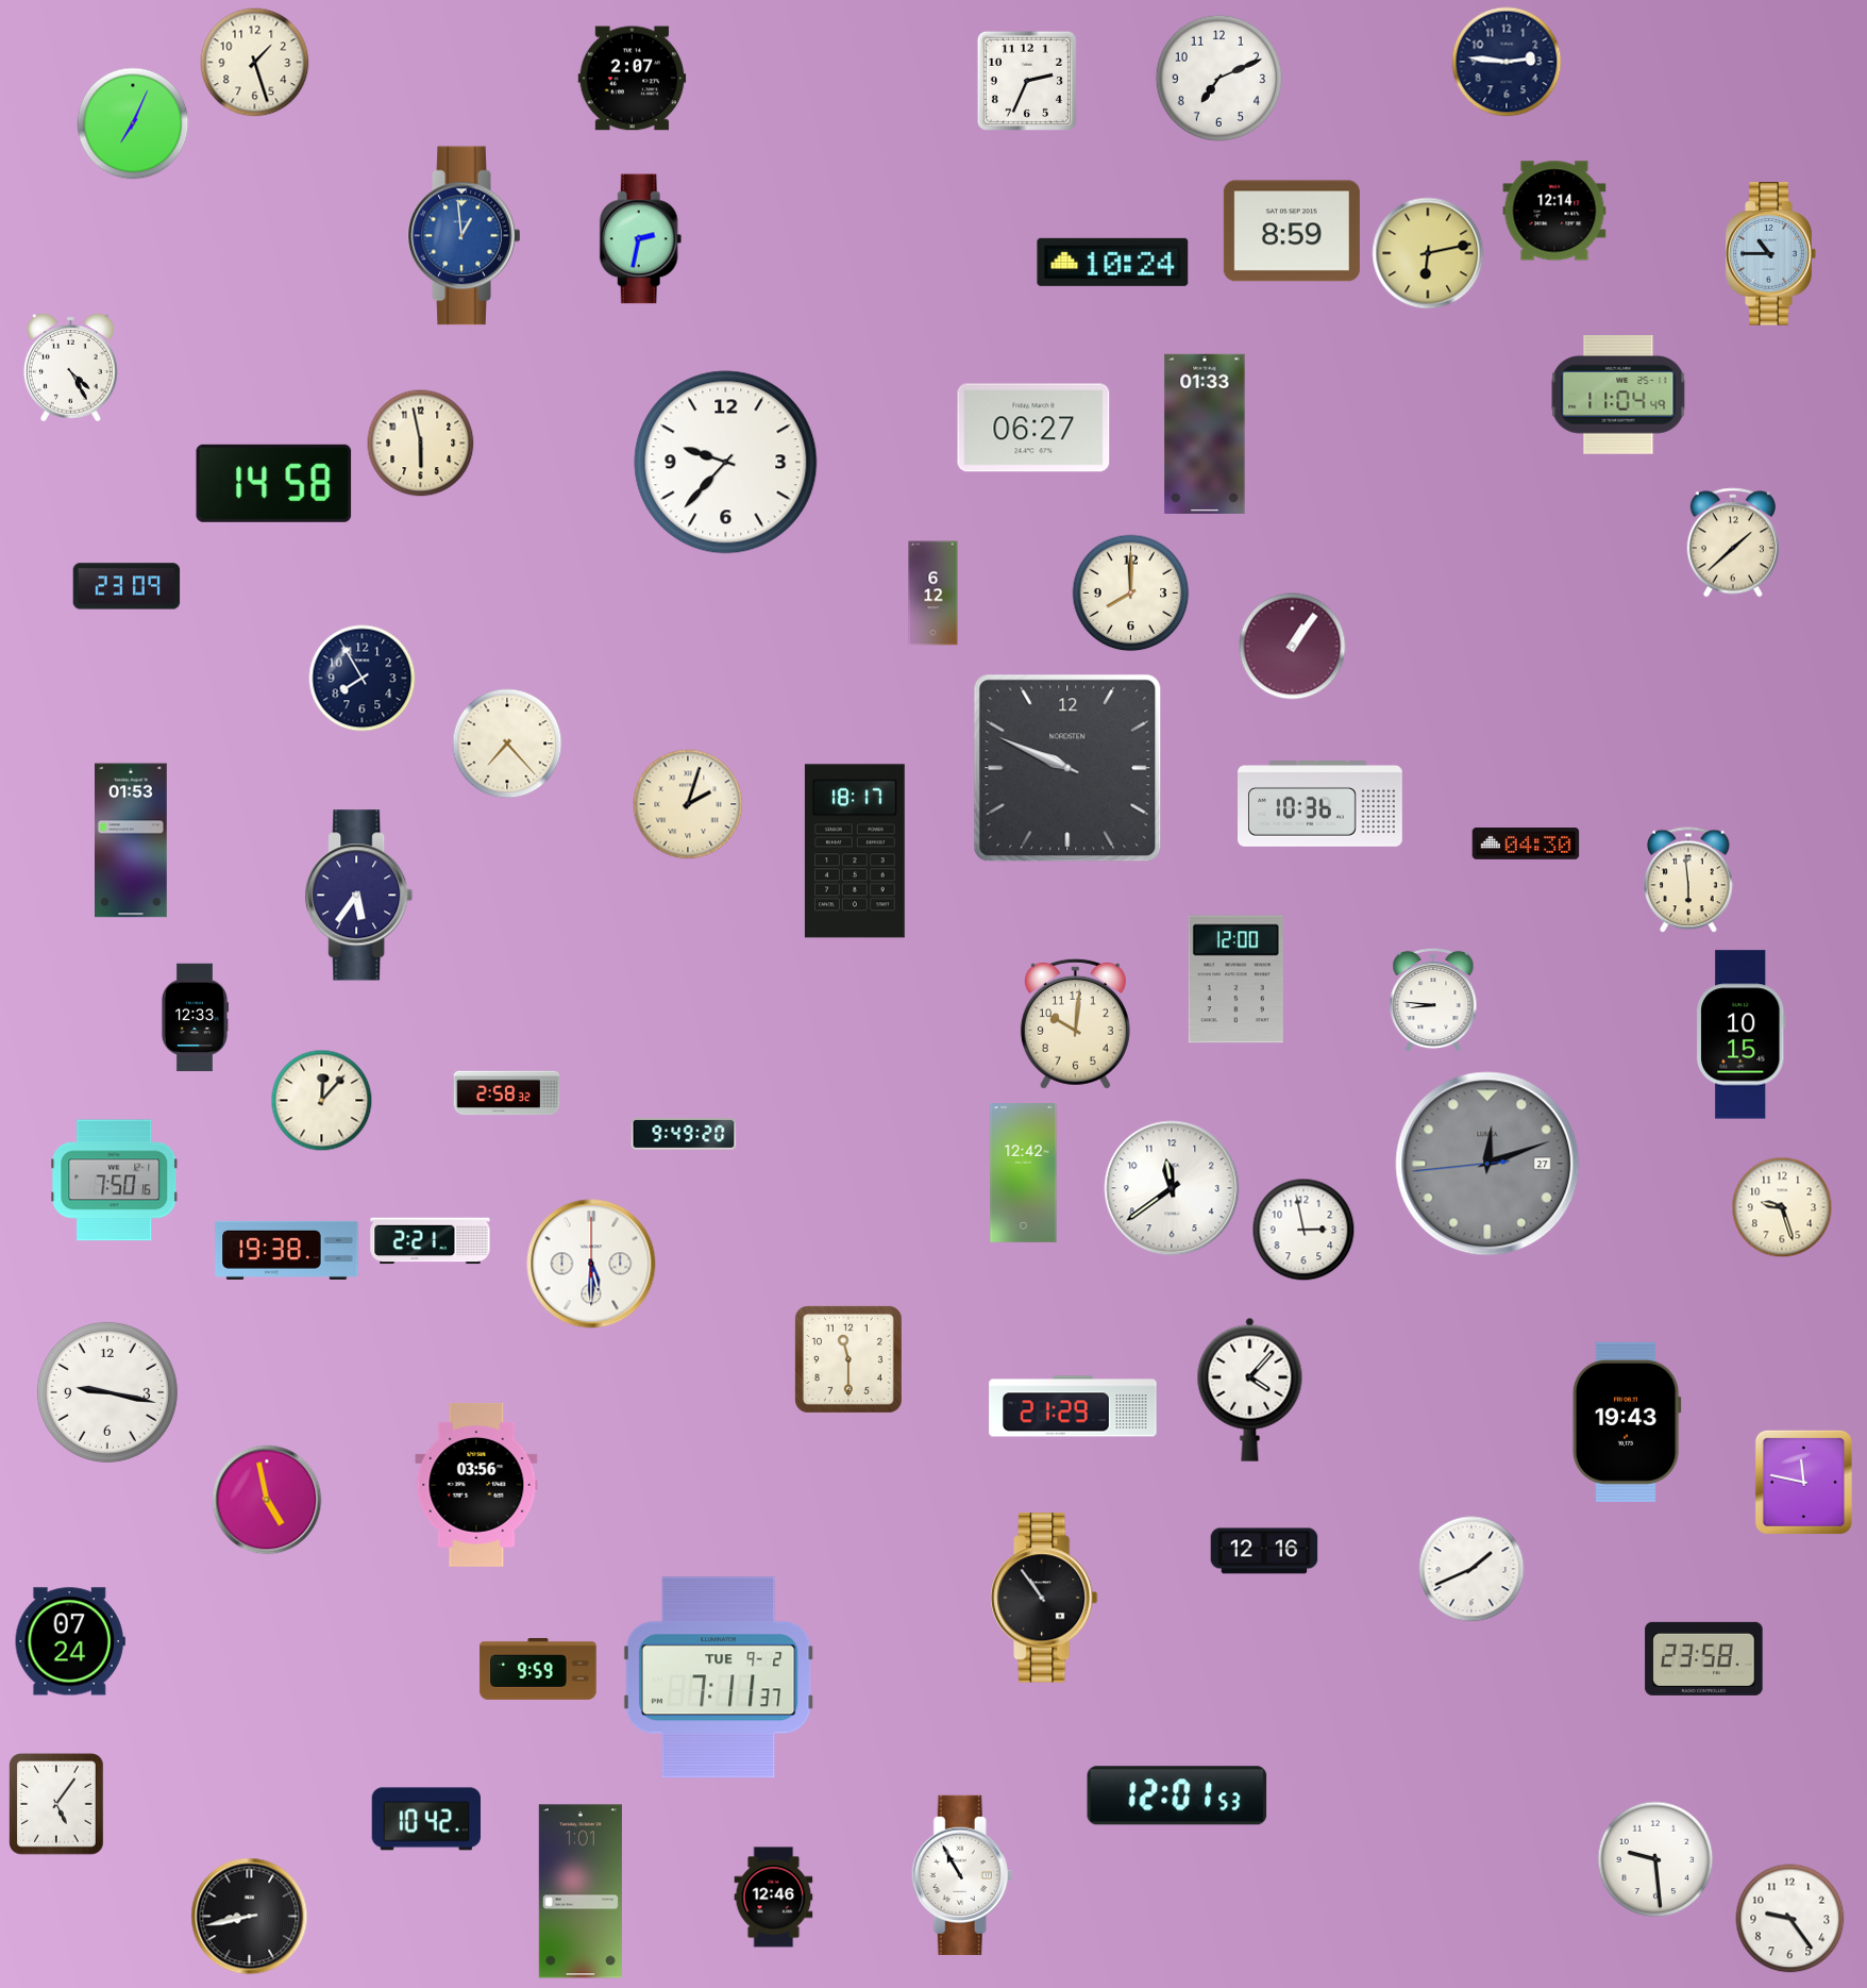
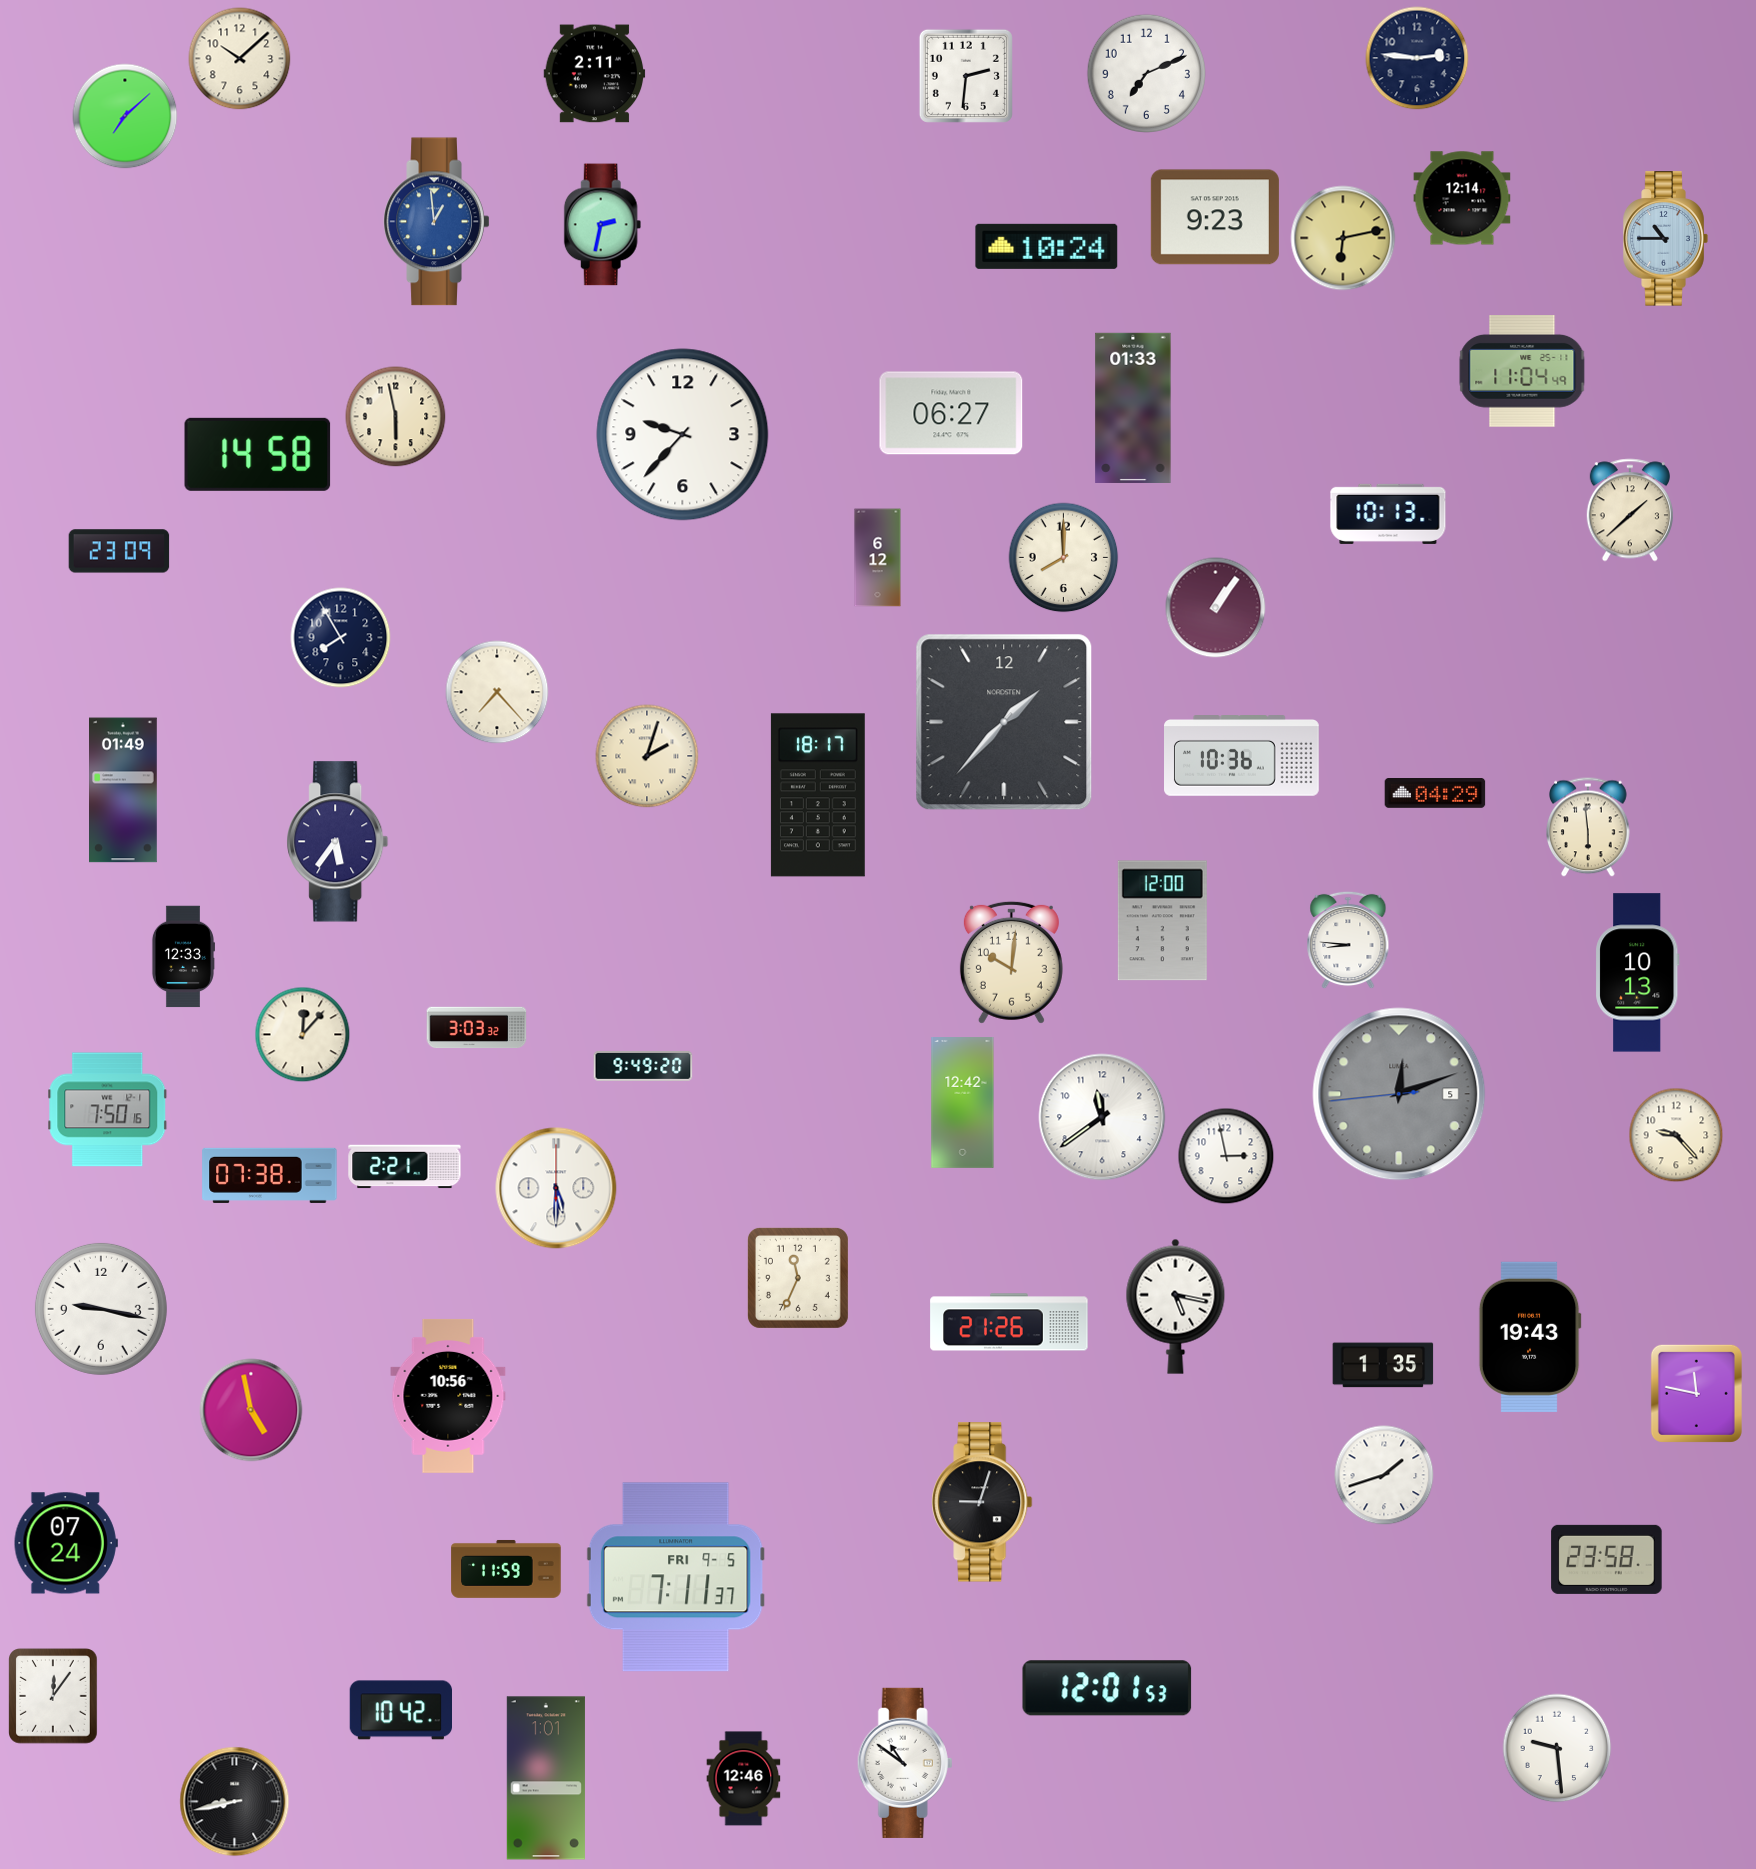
clock at (255, 63): 1:27 -> 10:08
clock at (633, 79): 2:07 -> 2:11
clock at (1027, 81): 2:34 -> 2:31
clock at (133, 123): 7:04 -> 7:08
clock at (1292, 231): 8:59 -> 9:23
clock at (70, 367): 4:25 -> none
clock at (1033, 428) position: (1033, 428) -> (951, 413)
clock at (1388, 514): none -> 10:13
clock at (507, 744) position: (507, 744) -> (497, 692)
clock at (1067, 768): 9:49 -> 1:37
clock at (132, 840): 01:53 -> 01:49
clock at (1526, 845): 04:30 -> 04:29
clock at (855, 851) position: (855, 851) -> (818, 795)
clock at (1742, 1035): 10:15 -> 10:13
clock at (507, 1093): 2:58 -> 3:03
clock at (1487, 1164) date: 27 -> 5
clock at (1782, 1207): 9:27 -> 9:23
clock at (287, 1250): 19:38 -> 07:38
clock at (848, 1359): 11:30 -> 11:34
clock at (1250, 1389): 4:07 -> 5:17
clock at (1073, 1406): 21:29 -> 21:26
clock at (1383, 1365): none -> 1:35
clock at (476, 1485): 03:56 -> 10:56
clock at (1264, 1551): 12:16 -> none
clock at (1471, 1569): 1:41 -> 1:42
clock at (1044, 1598): 10:54 -> 9:03
clock at (1704, 1658) position: (1704, 1658) -> (1607, 1559)
clock at (538, 1669): 9:59 -> 11:59
clock at (719, 1677) date: TUE 9-2 -> FRI 9-5
clock at (57, 1804): 5:06 -> 12:06
clock at (962, 1875): 10:55 -> 10:51
clock at (774, 1898) position: (774, 1898) -> (744, 1779)
clock at (1790, 1919): 9:24 -> none
